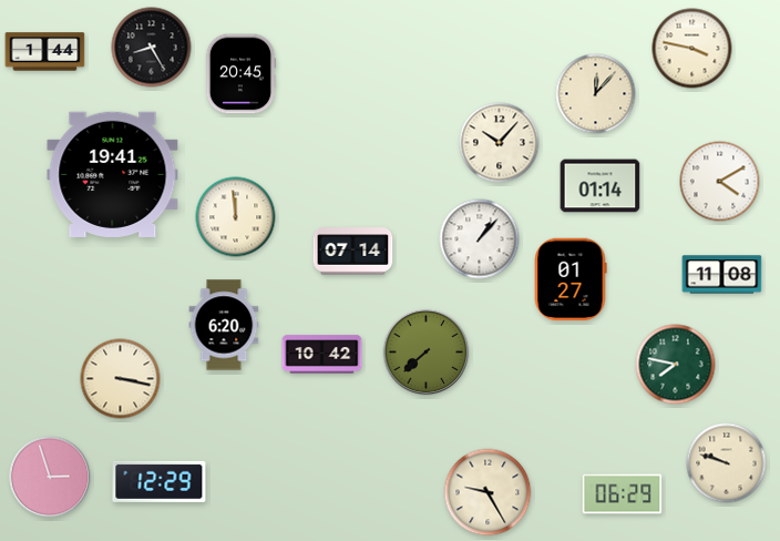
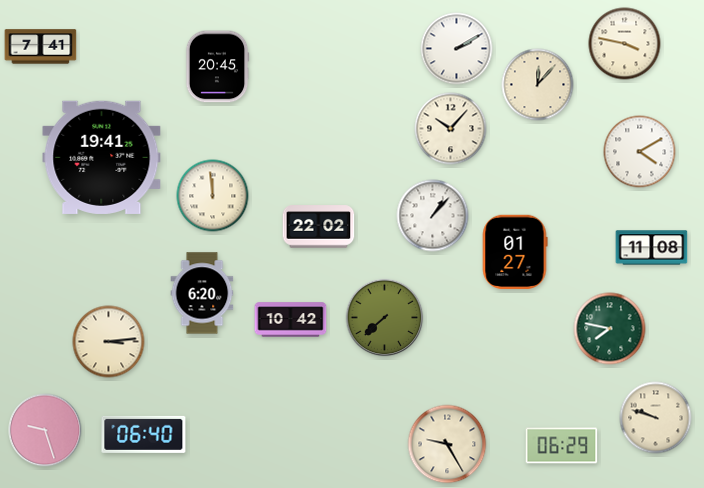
clock at (152, 48): 8:25 -> none
clock at (45, 52): 1:44 -> 7:41
clock at (457, 49): none -> 2:10
clock at (720, 182) position: (720, 182) -> (640, 152)
clock at (601, 186): 01:14 -> none
clock at (353, 252): 07:14 -> 22:02
clock at (121, 379): 3:17 -> 3:14
clock at (50, 477): 2:57 -> 9:27
clock at (160, 481): 12:29 -> 06:40
clock at (487, 492) position: (487, 492) -> (447, 444)
